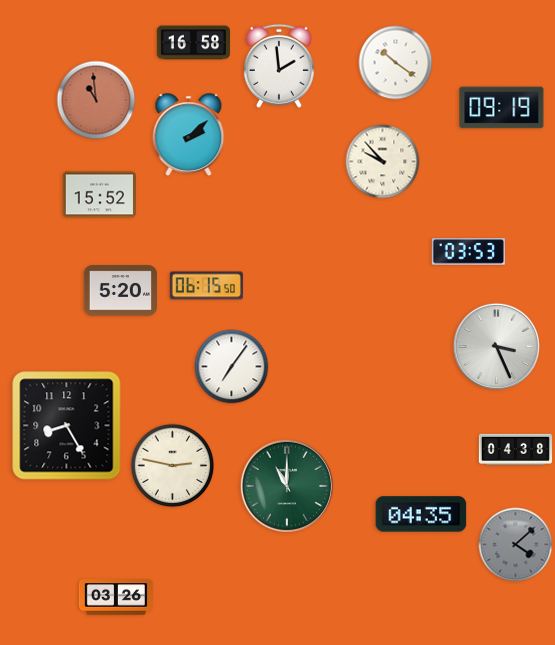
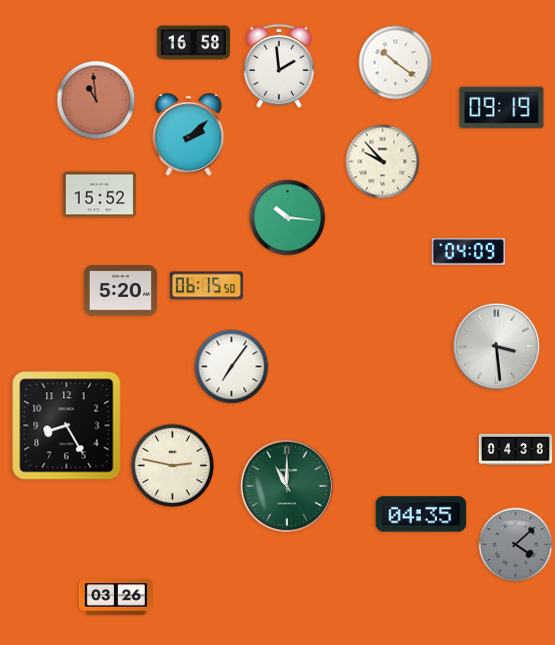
clock at (288, 218): none -> 10:16
clock at (468, 252): 03:53 -> 04:09
clock at (496, 346): 3:26 -> 3:29
